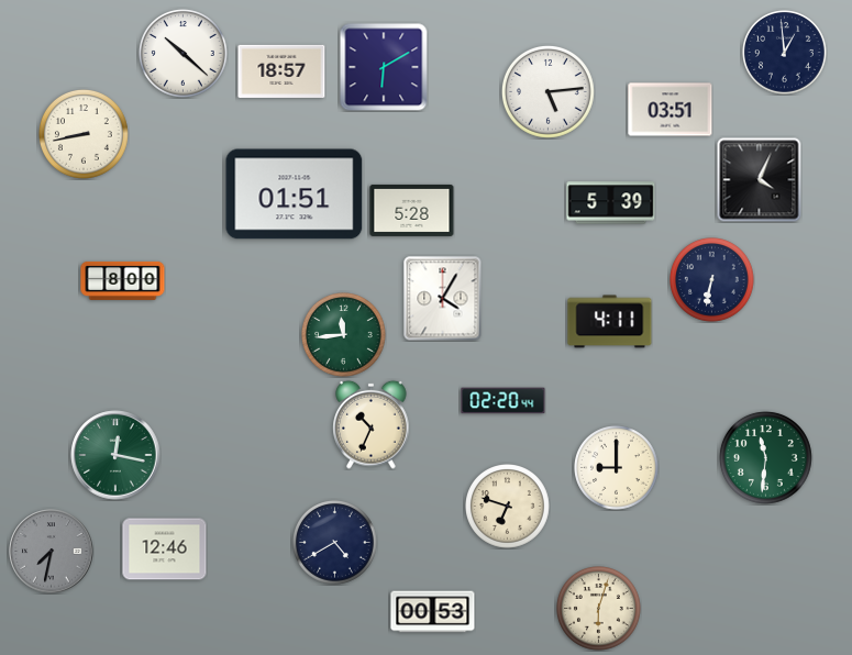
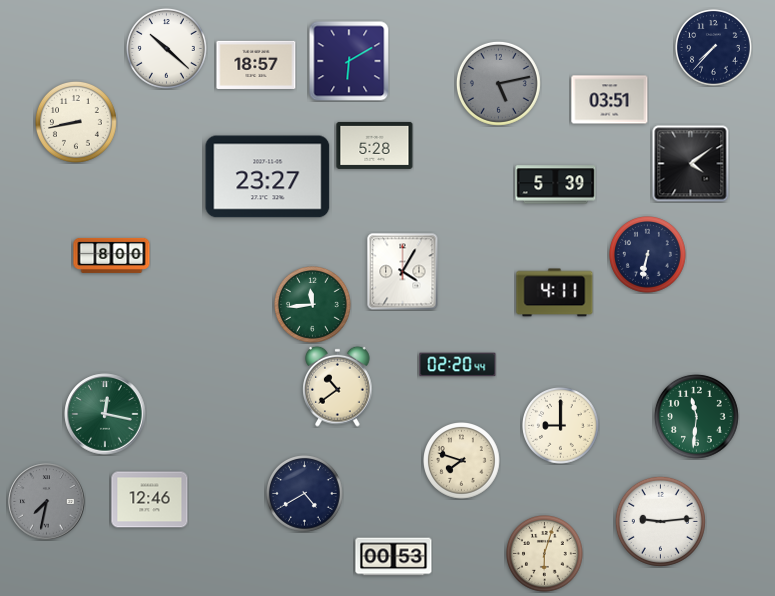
clock at (785, 53): 12:59 -> 7:37
clock at (547, 91): 5:14 -> 5:13
clock at (547, 91) dial: white -> grey
clock at (760, 180): 4:04 -> 4:09
clock at (295, 195): 01:51 -> 23:27
clock at (412, 210) position: (412, 210) -> (375, 145)
clock at (372, 424): 10:34 -> 10:39
clock at (508, 507): 6:48 -> 7:48
clock at (660, 521): none -> 9:14
